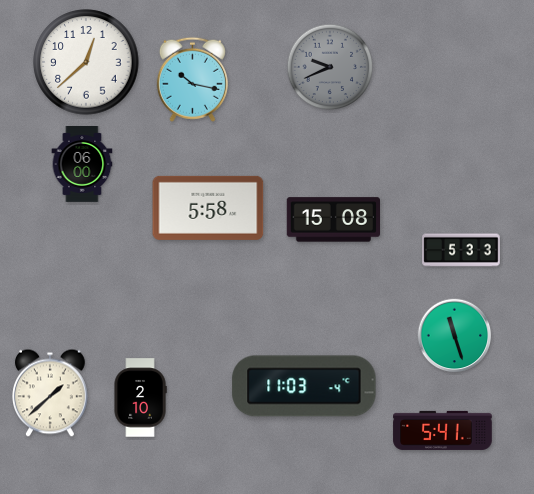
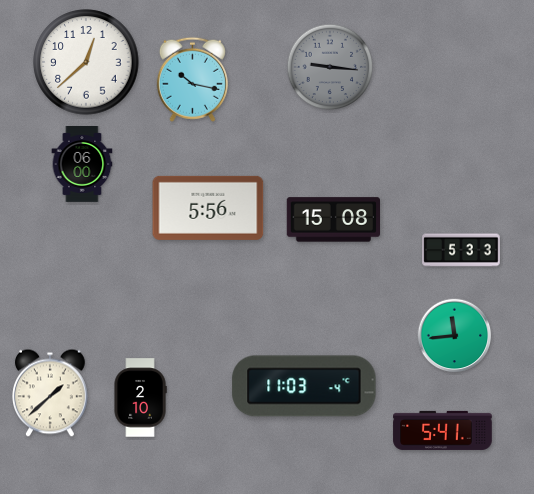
clock at (330, 67): 9:41 -> 9:16
clock at (208, 208): 5:58 -> 5:56
clock at (455, 336): 11:27 -> 11:44
